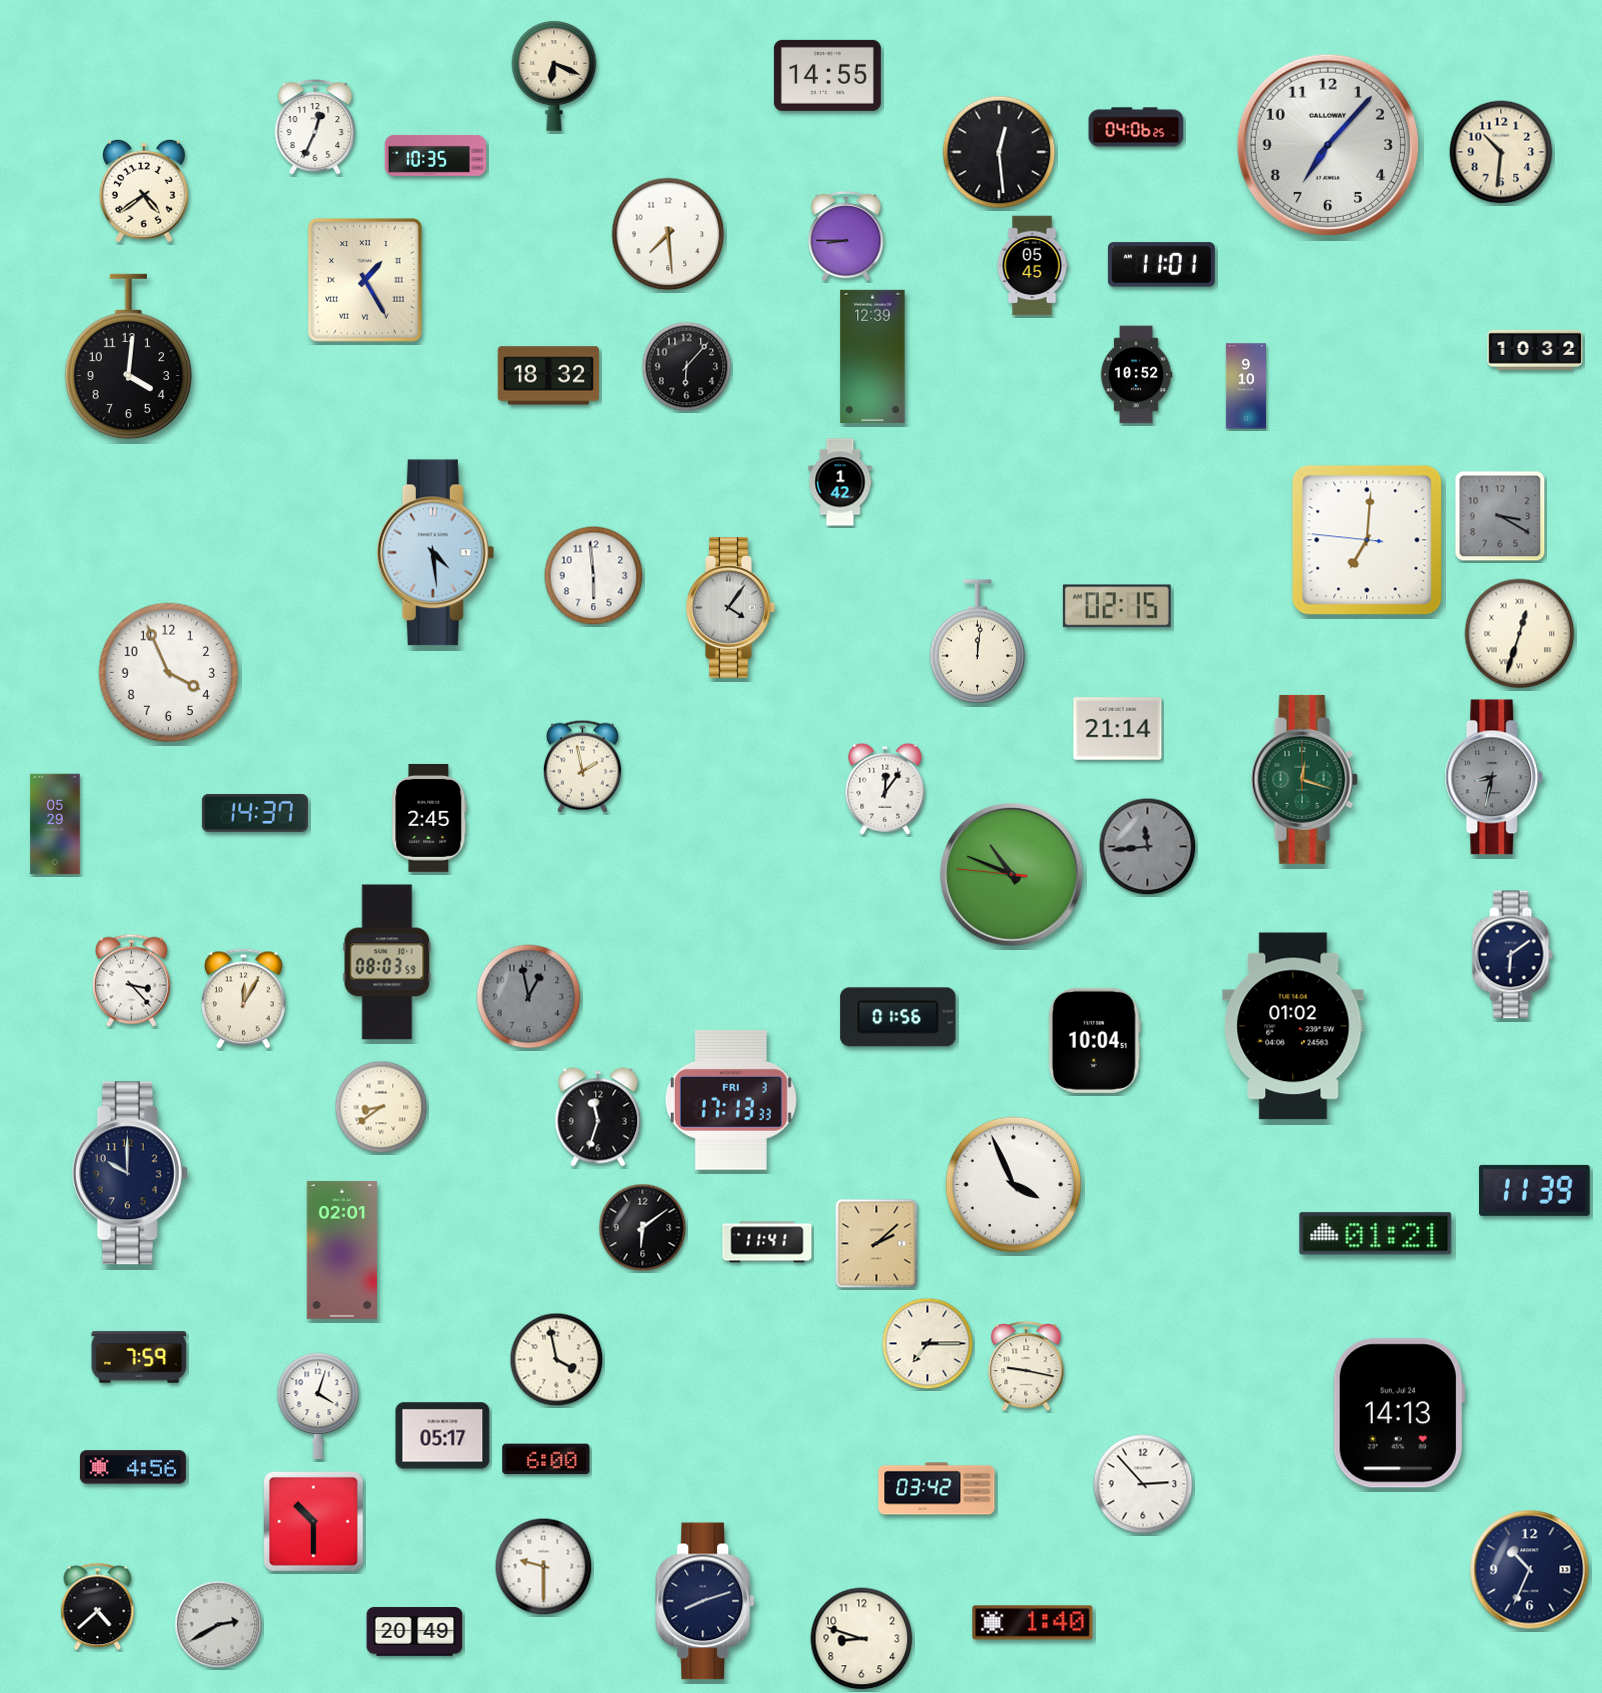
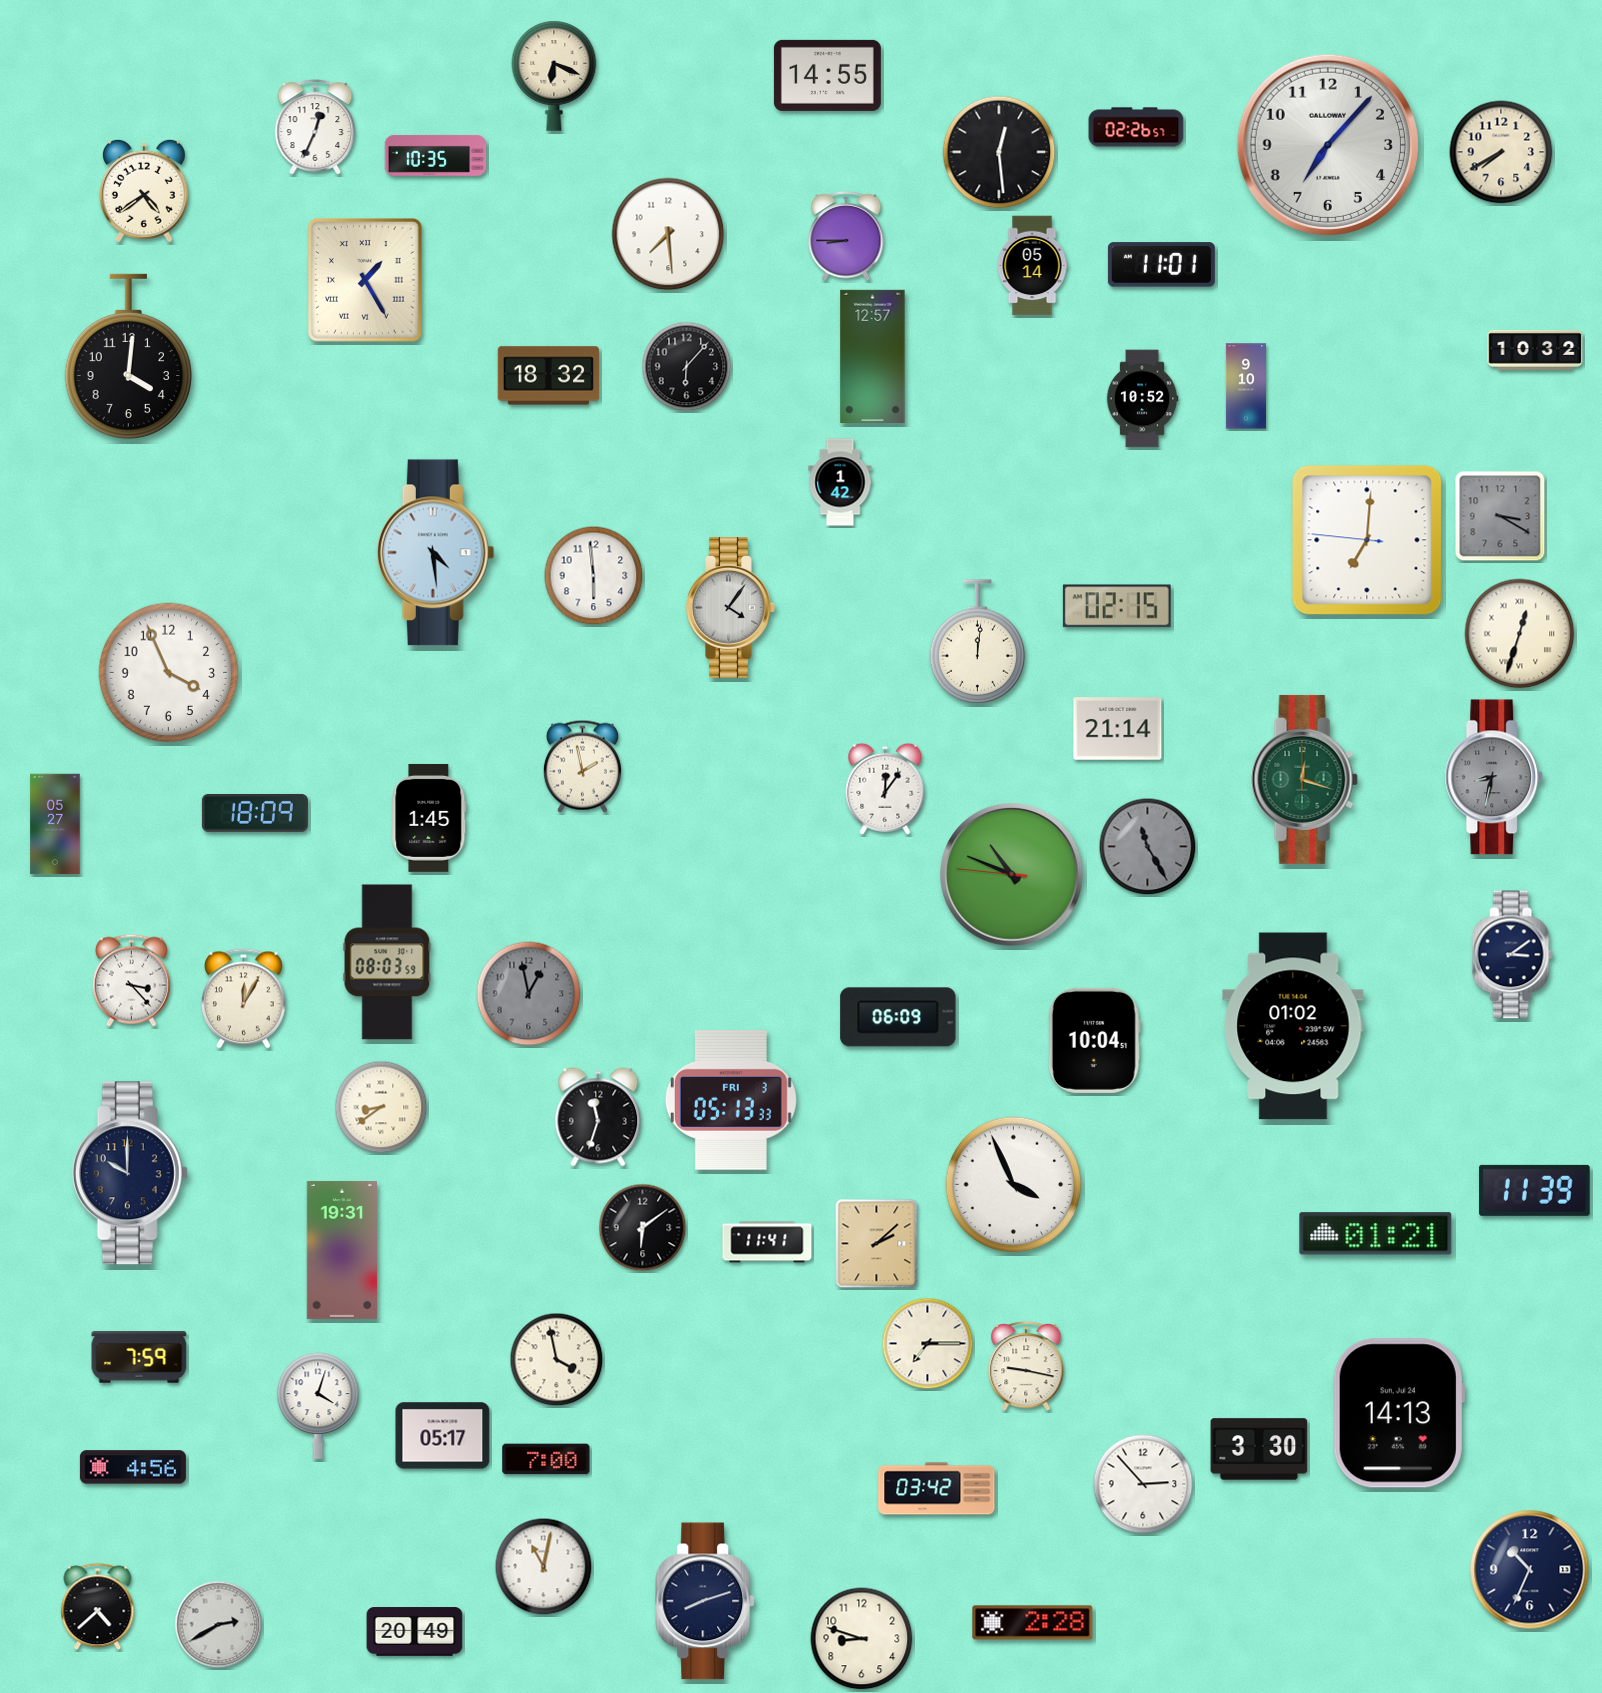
clock at (1136, 127): 04:06 -> 02:26
clock at (1501, 152): 10:31 -> 7:40
clock at (1032, 266): 05:45 -> 05:14
clock at (873, 356): 12:39 -> 12:57
clock at (1136, 375) position: (1136, 375) -> (1142, 399)
clock at (255, 813): 14:37 -> 18:09
clock at (429, 818): 2:45 -> 1:45
clock at (55, 824): 05:29 -> 05:27
clock at (1148, 847): 11:44 -> 11:25
clock at (1512, 955): 6:09 -> 3:09
clock at (529, 997) position: (529, 997) -> (529, 994)
clock at (898, 1017): 01:56 -> 06:09
clock at (731, 1100): 17:13 -> 05:13
clock at (341, 1250): 02:01 -> 19:31
clock at (1259, 1449): none -> 3:30
clock at (546, 1459): 6:00 -> 7:00
clock at (314, 1522): 10:30 -> none
clock at (544, 1567): 9:30 -> 11:02
clock at (1033, 1623): 1:40 -> 2:28
